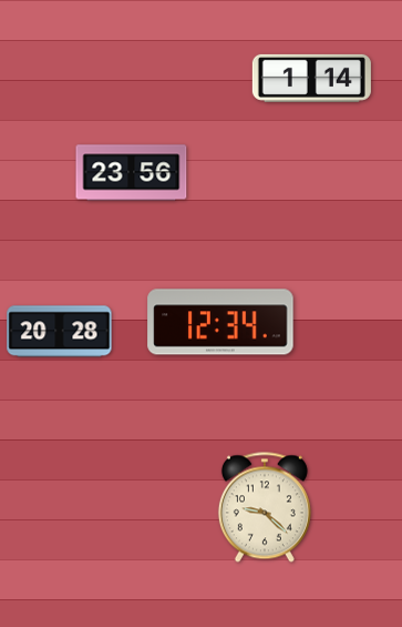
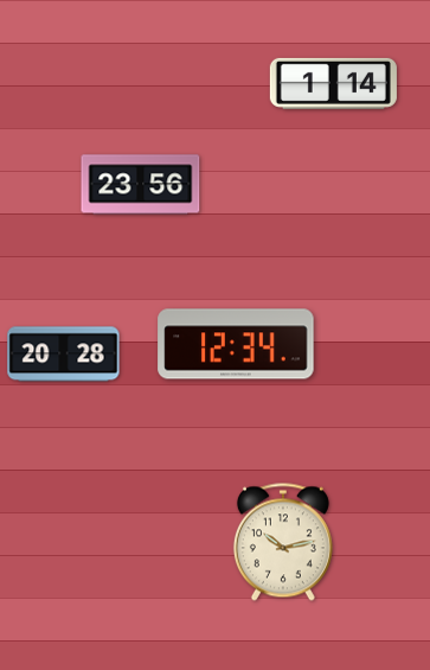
clock at (265, 507): 9:22 -> 10:13
